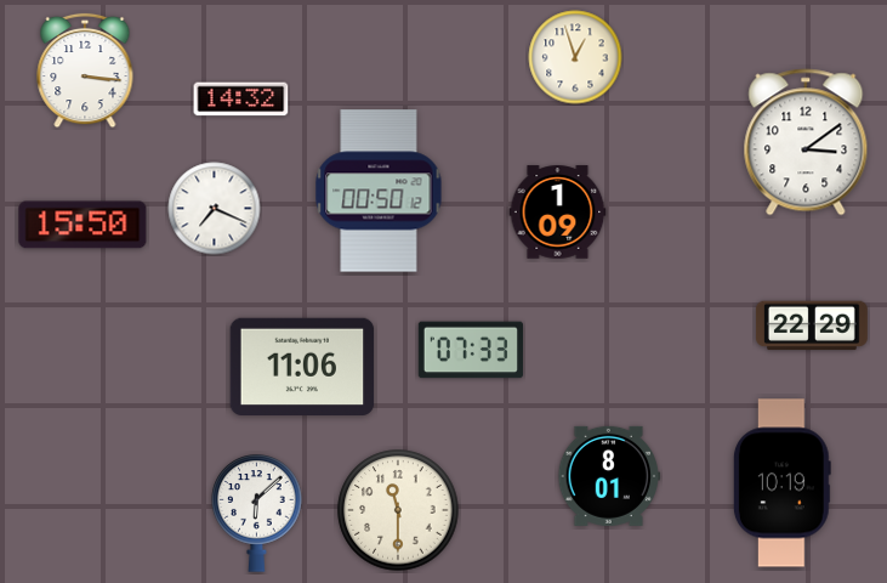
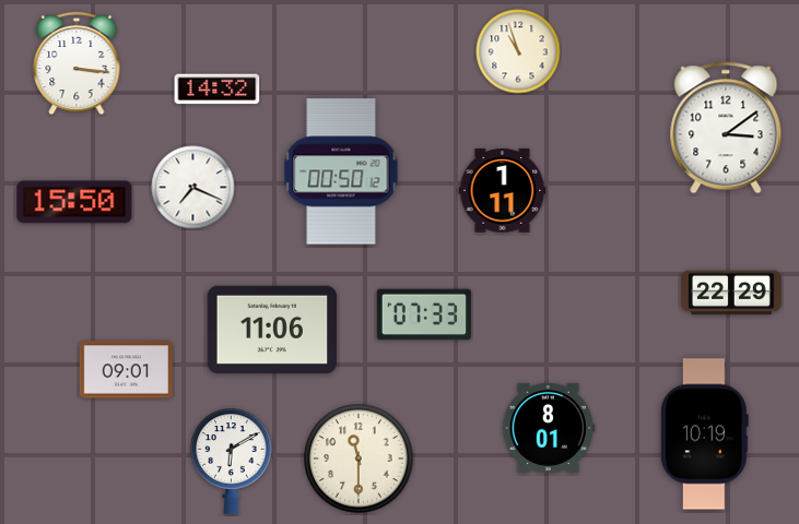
clock at (575, 57): 12:57 -> 10:57
clock at (558, 213): 1:09 -> 1:11
clock at (126, 370): none -> 09:01
clock at (257, 514): 6:08 -> 6:10
